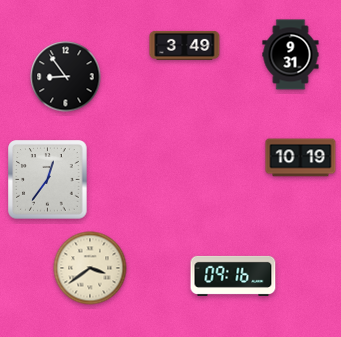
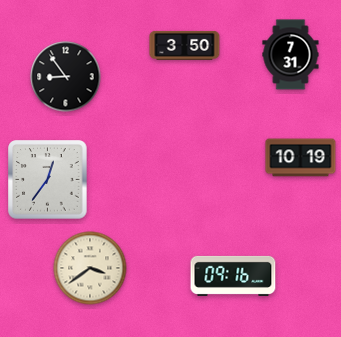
clock at (185, 45): 3:49 -> 3:50
clock at (291, 55): 9:31 -> 7:31
